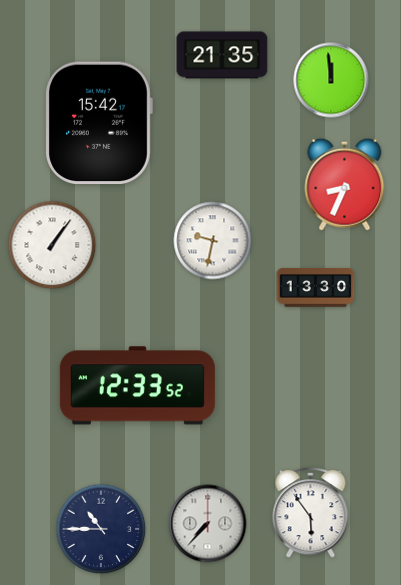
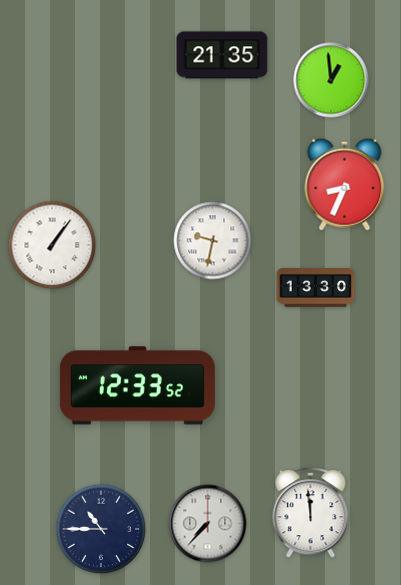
clock at (331, 80): 11:59 -> 12:59
clock at (99, 122): 15:42 -> none
clock at (311, 513): 5:54 -> 11:59
